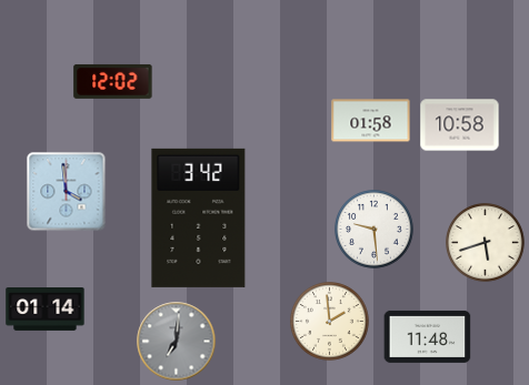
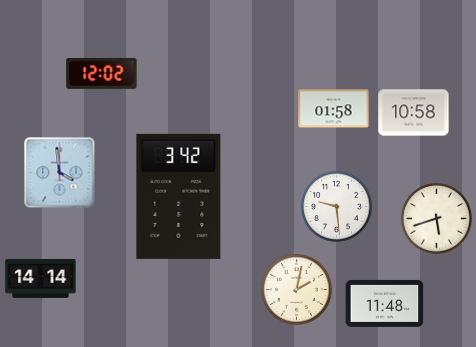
clock at (46, 310): 01:14 -> 14:14
clock at (330, 322): 1:59 -> 2:02
clock at (177, 342): 7:01 -> none
